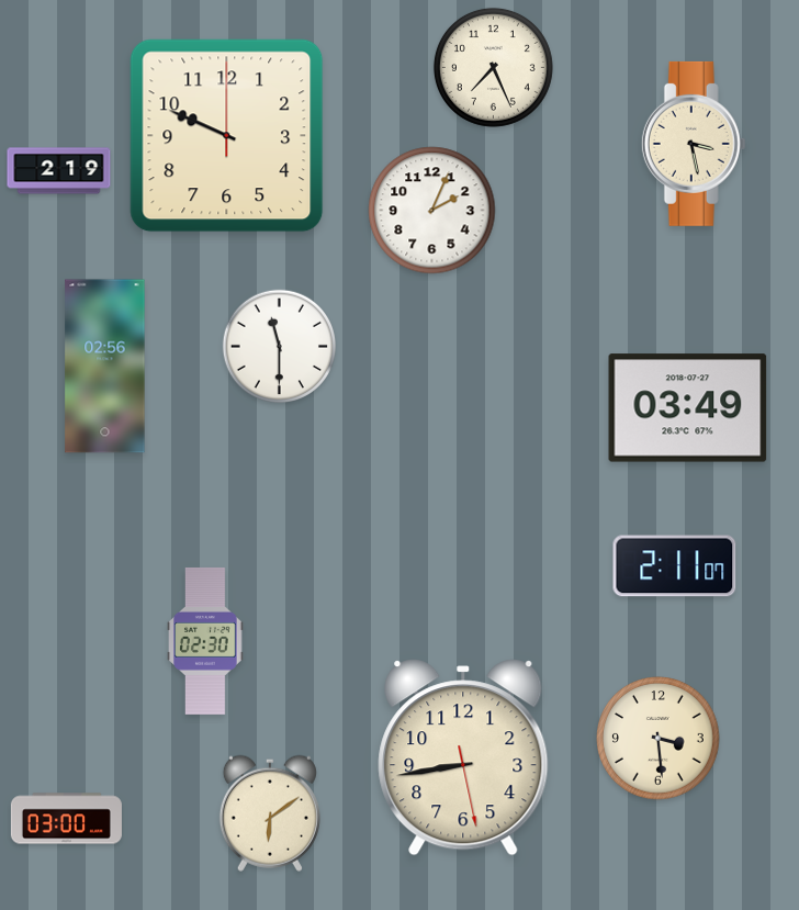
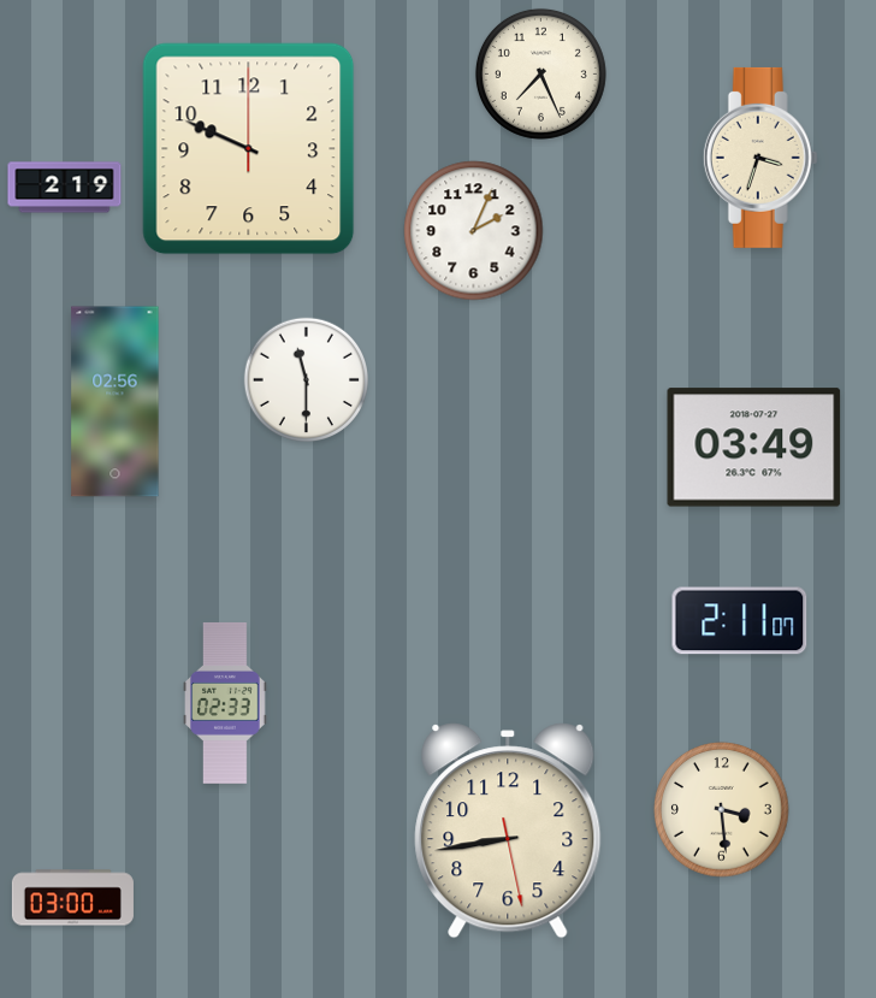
clock at (694, 144): 3:28 -> 3:33
clock at (206, 641): 02:30 -> 02:33
clock at (270, 813): 6:09 -> none
